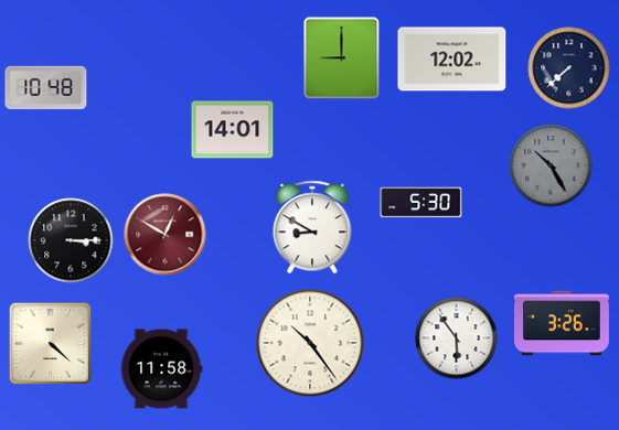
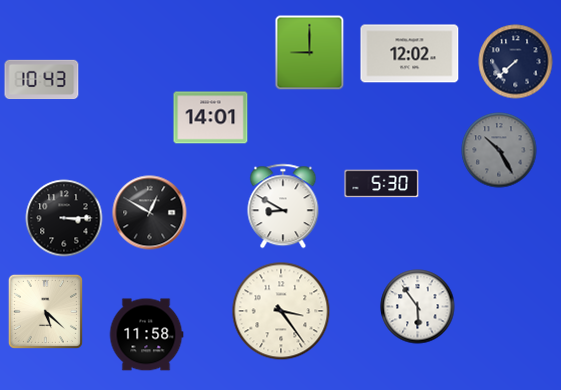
clock at (46, 88): 10:48 -> 10:43
clock at (166, 235) dial: burgundy -> black
clock at (562, 323): 3:26 -> none
clock at (457, 338) position: (457, 338) -> (418, 307)
clock at (50, 343): 4:22 -> 5:22
clock at (310, 343): 10:24 -> 3:24
